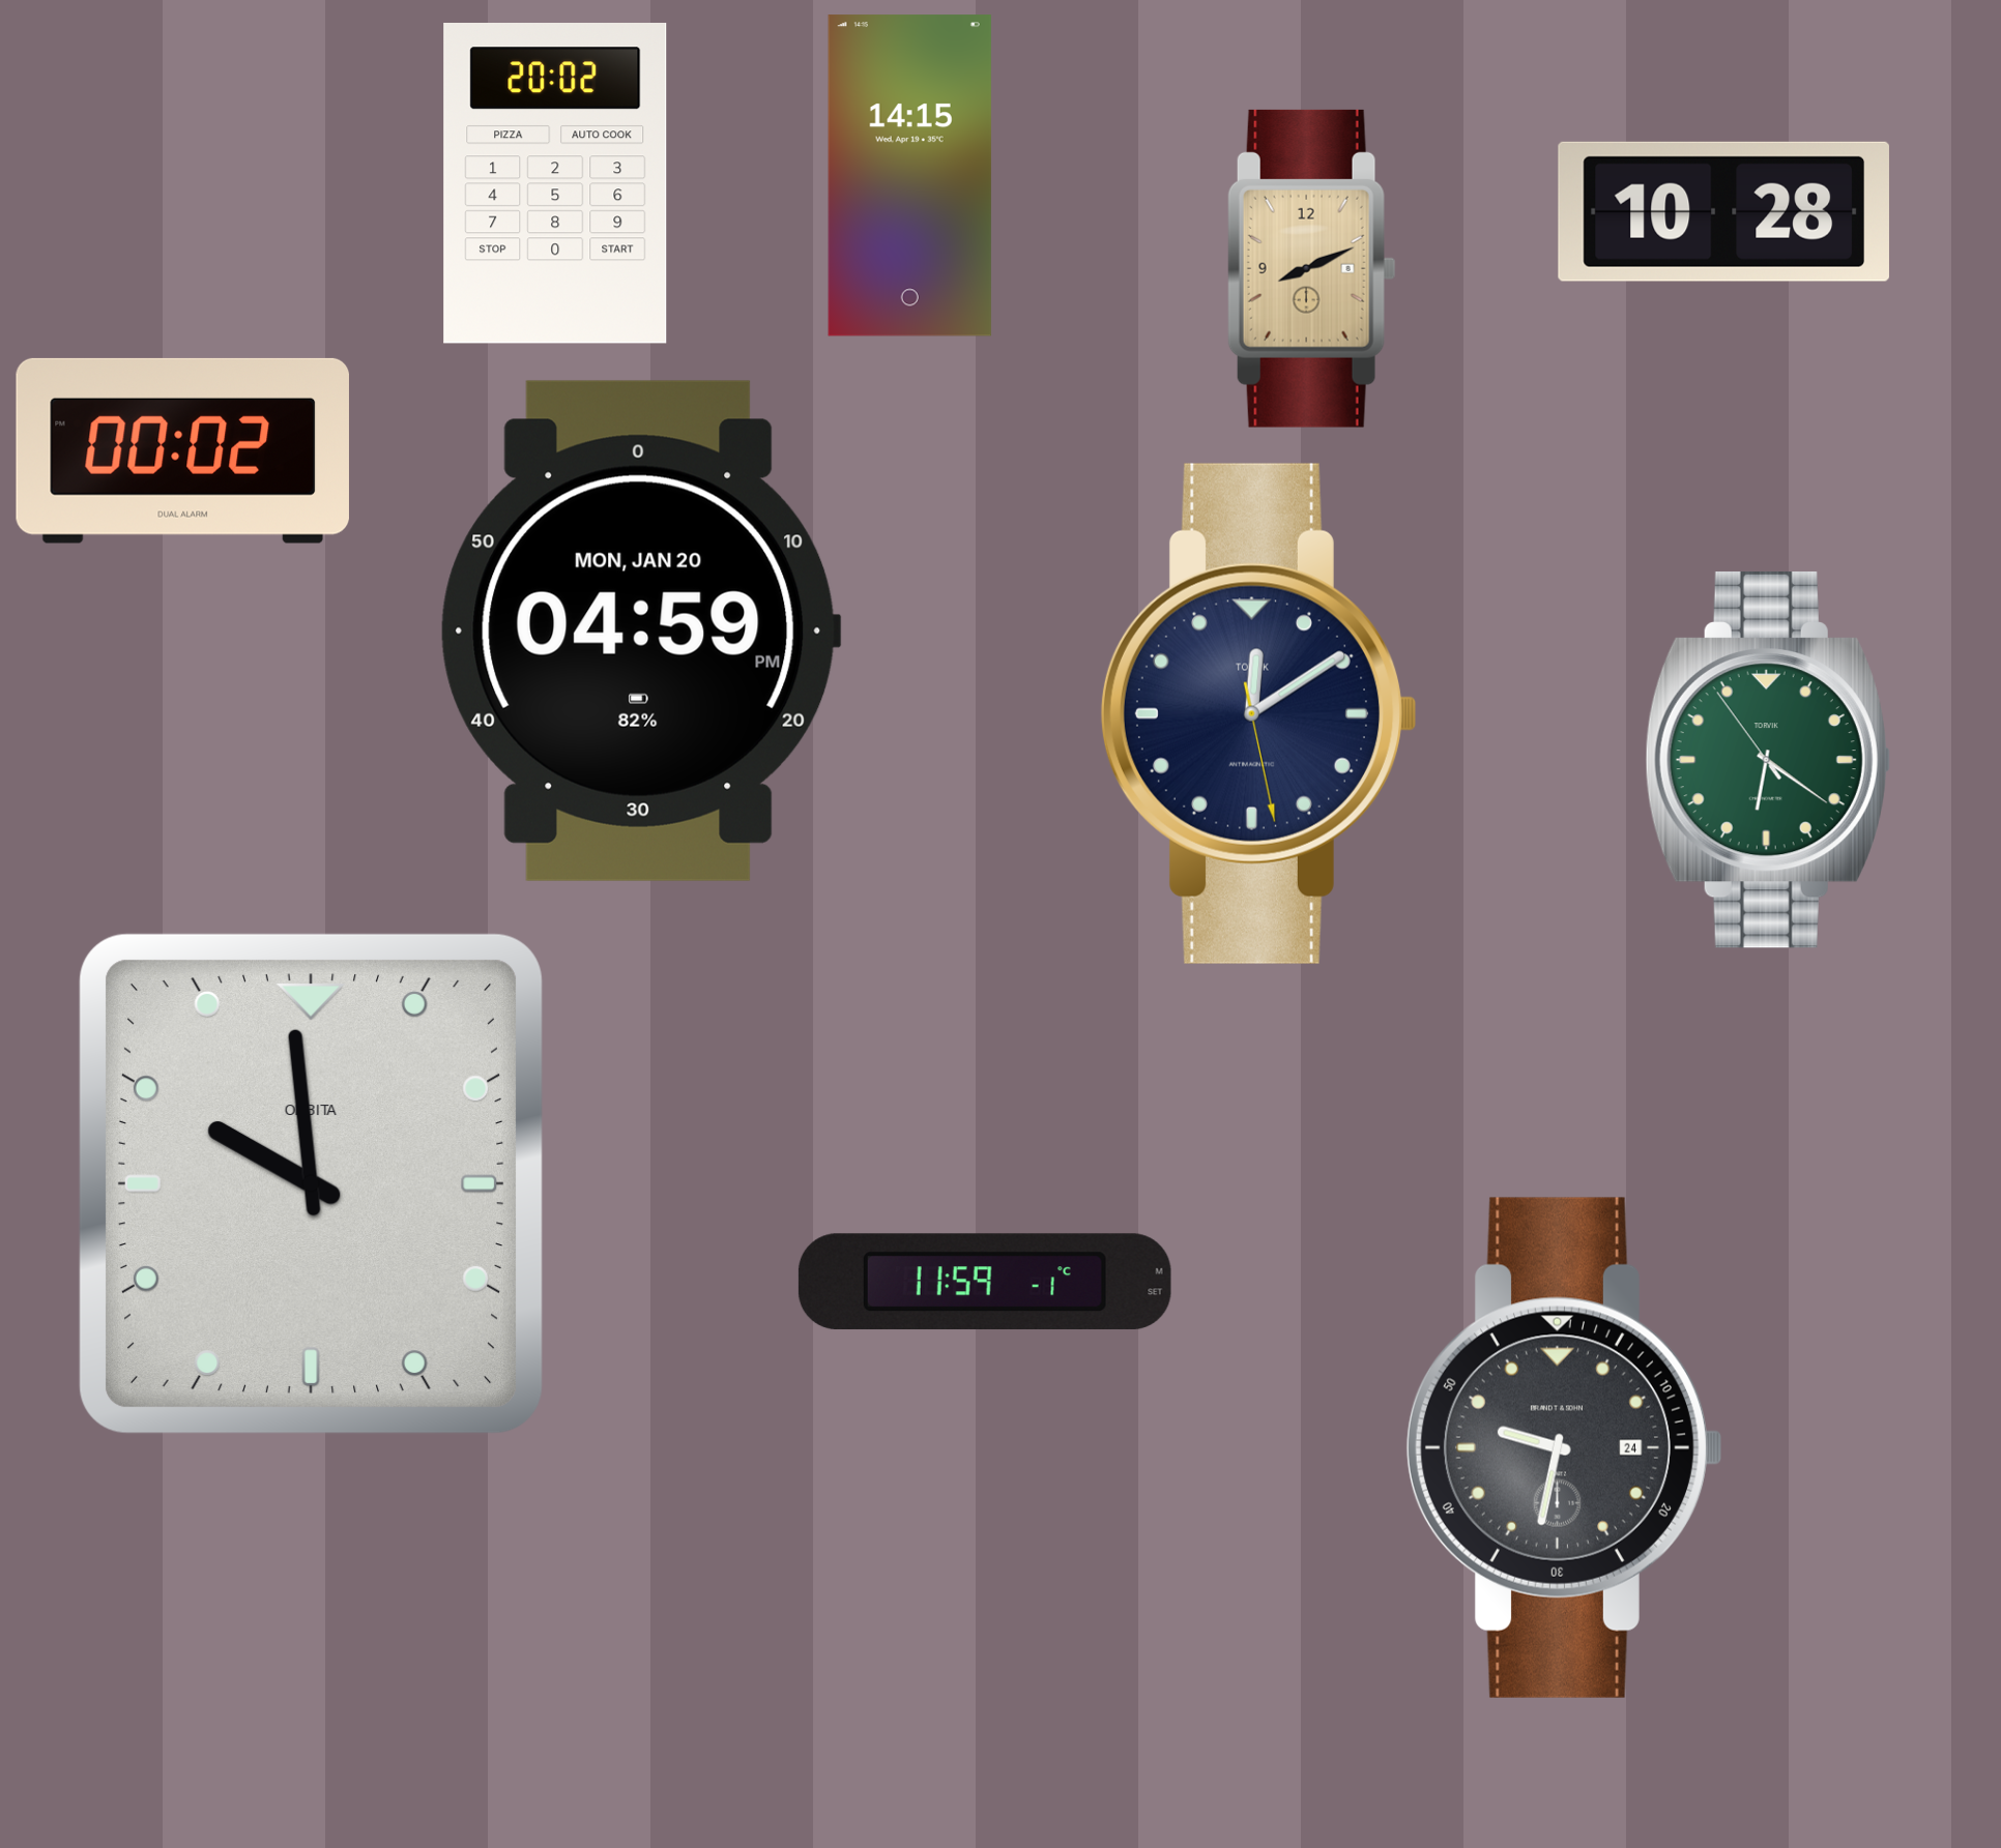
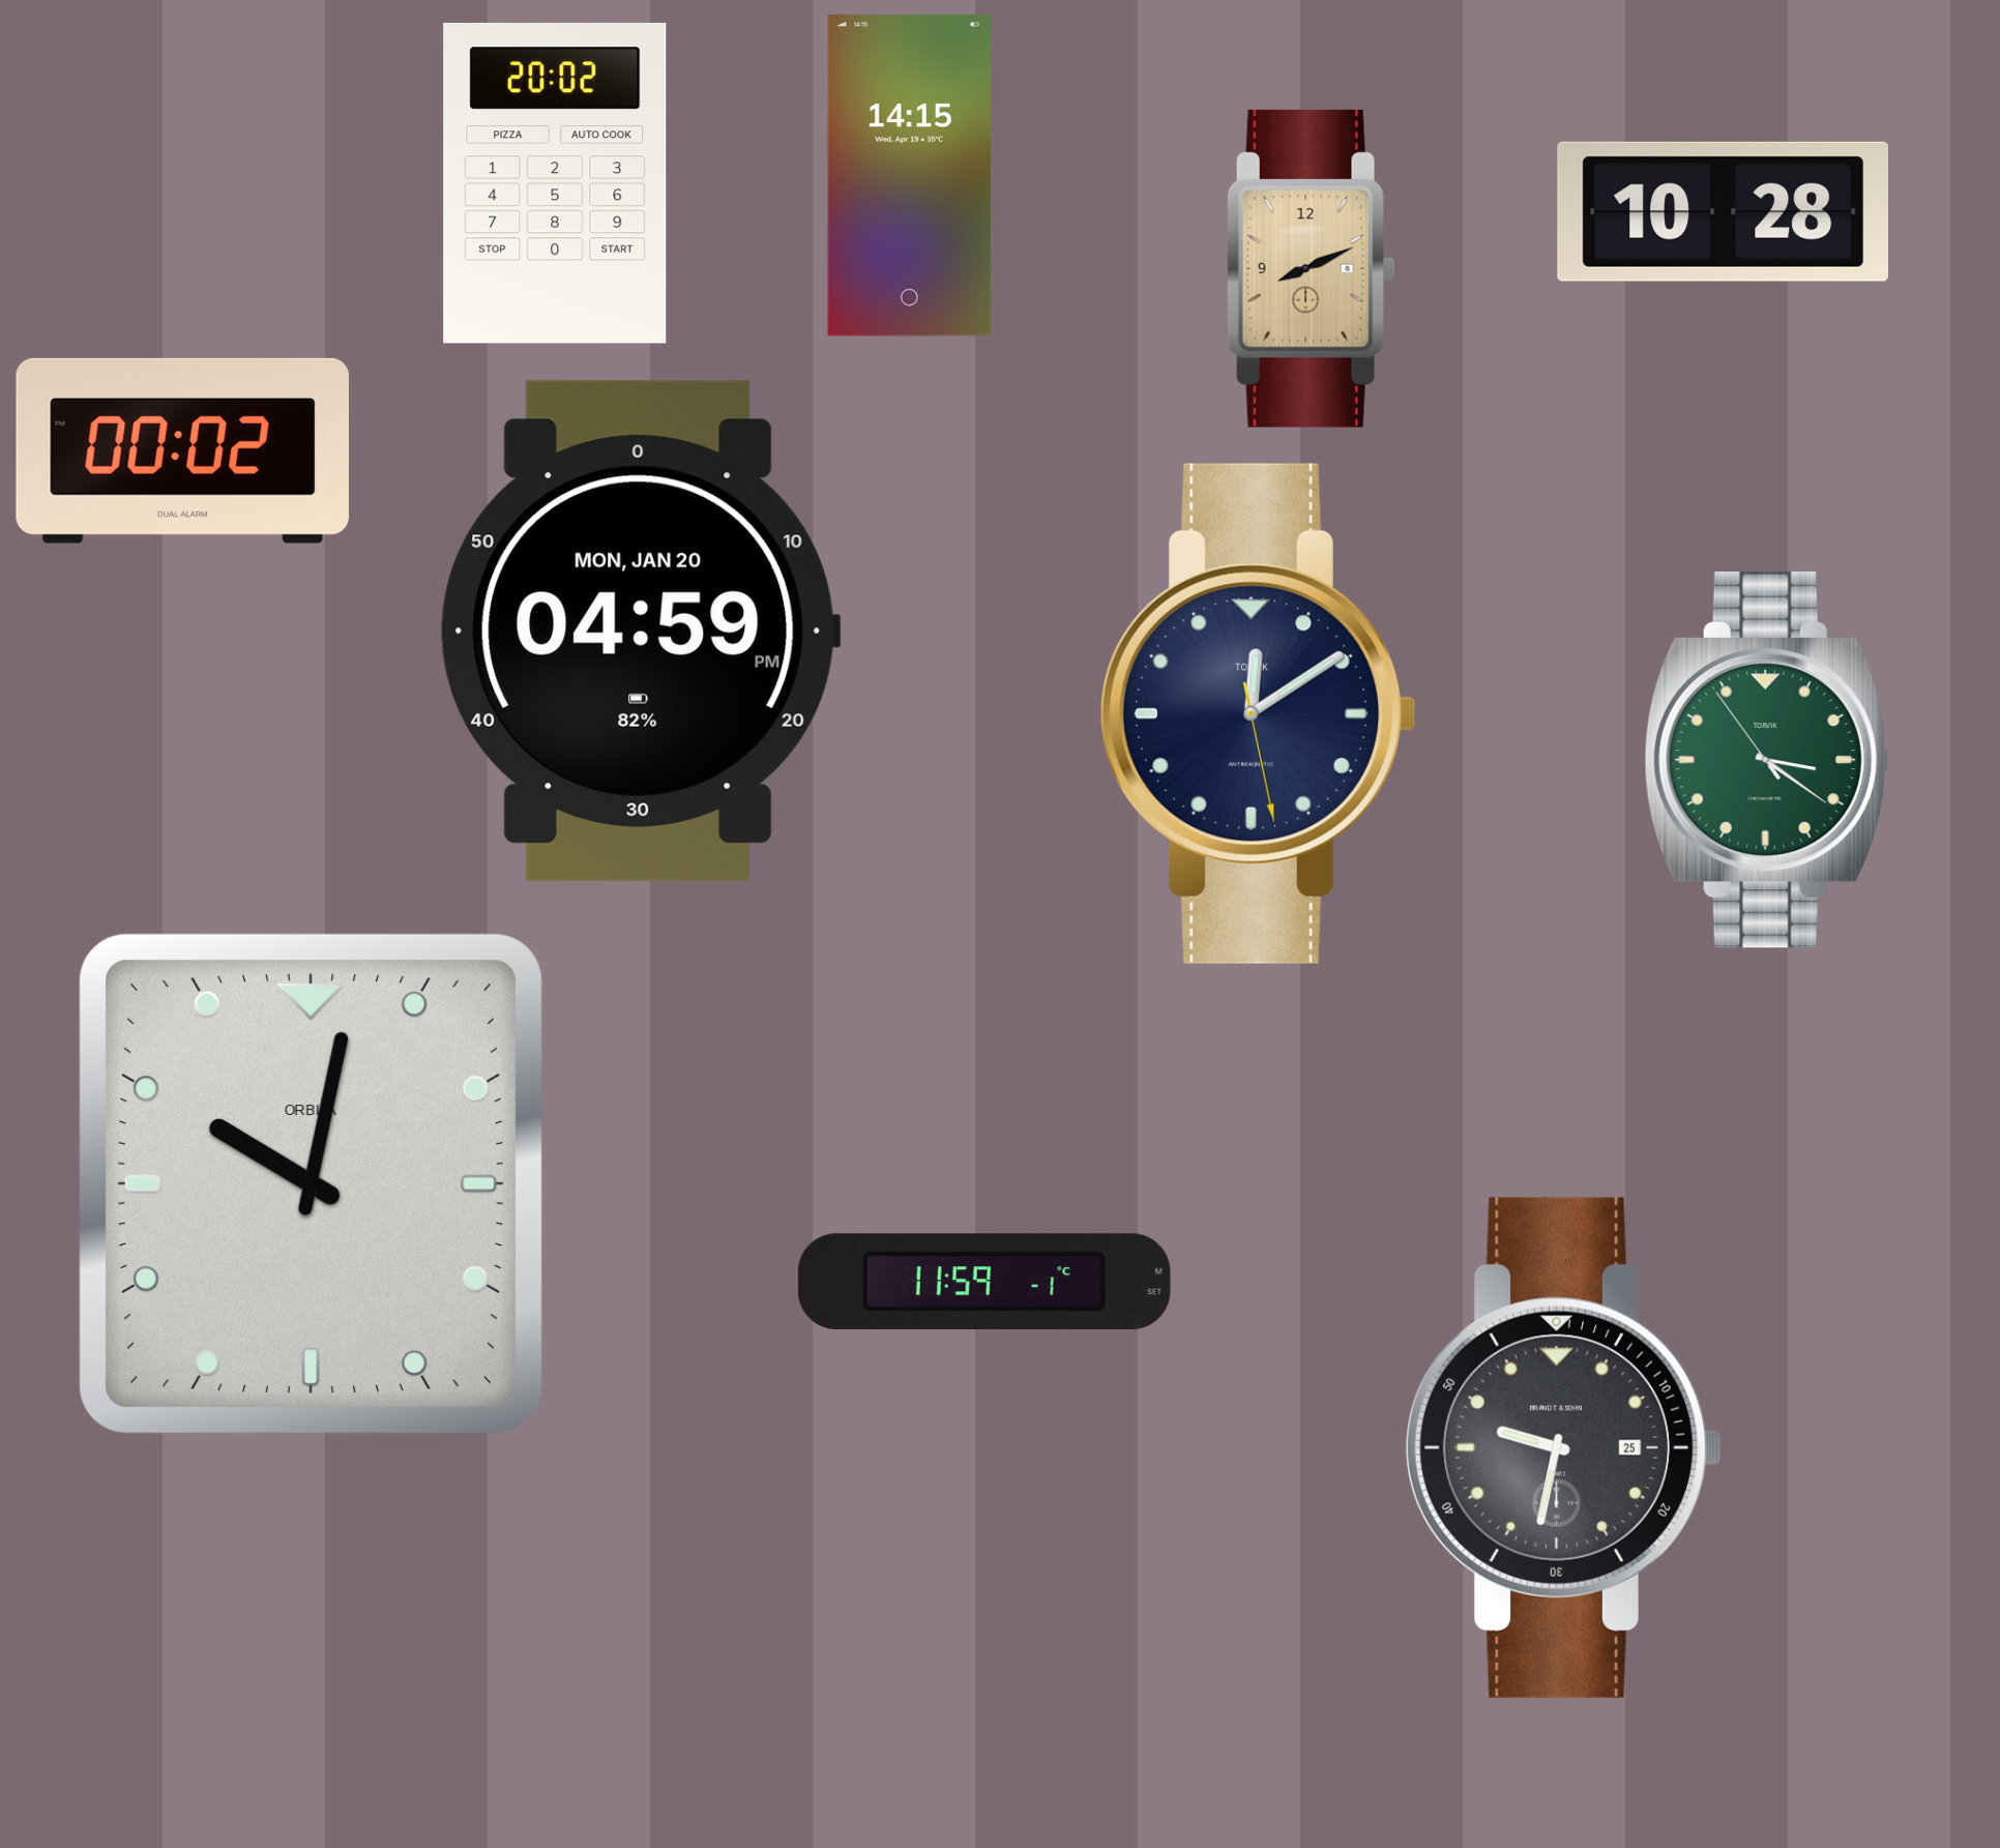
clock at (1768, 760): 6:20 -> 3:20
clock at (311, 1183): 9:59 -> 10:02
clock at (1563, 1447) date: 24 -> 25
